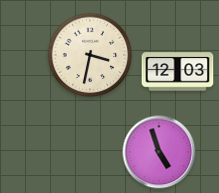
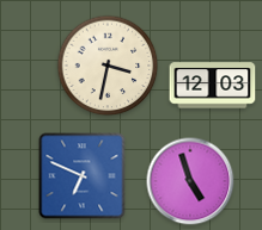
clock at (83, 176): none -> 6:49
